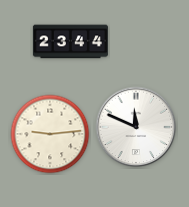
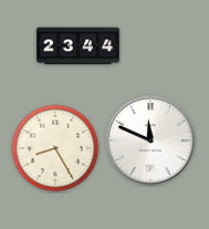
clock at (50, 134): 9:14 -> 8:25
